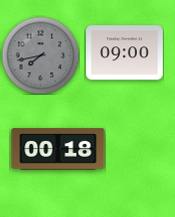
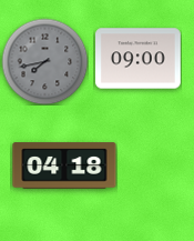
clock at (58, 149): 00:18 -> 04:18
